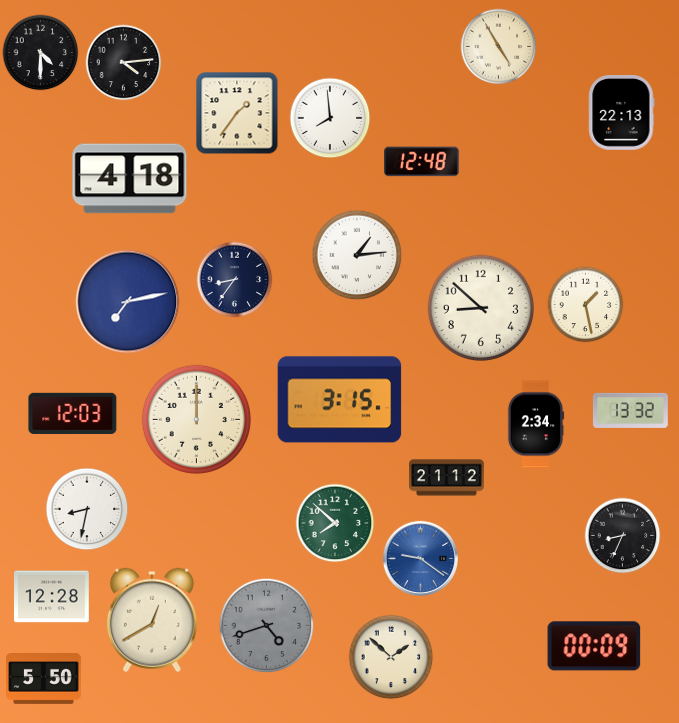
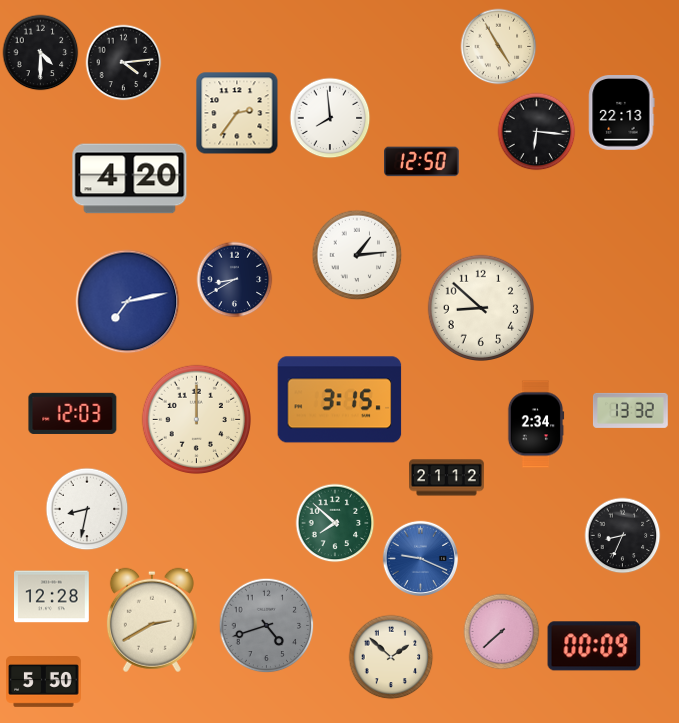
clock at (237, 113): 1:36 -> 2:36
clock at (537, 132): none -> 6:16
clock at (422, 162): 12:48 -> 12:50
clock at (130, 179): 4:18 -> 4:20
clock at (235, 280): 8:36 -> 8:40
clock at (586, 305): 1:28 -> none
clock at (420, 558): 9:21 -> 9:19
clock at (152, 620): 12:40 -> 2:40
clock at (502, 632): none -> 7:38
clock at (44, 679) position: (44, 679) -> (44, 682)
